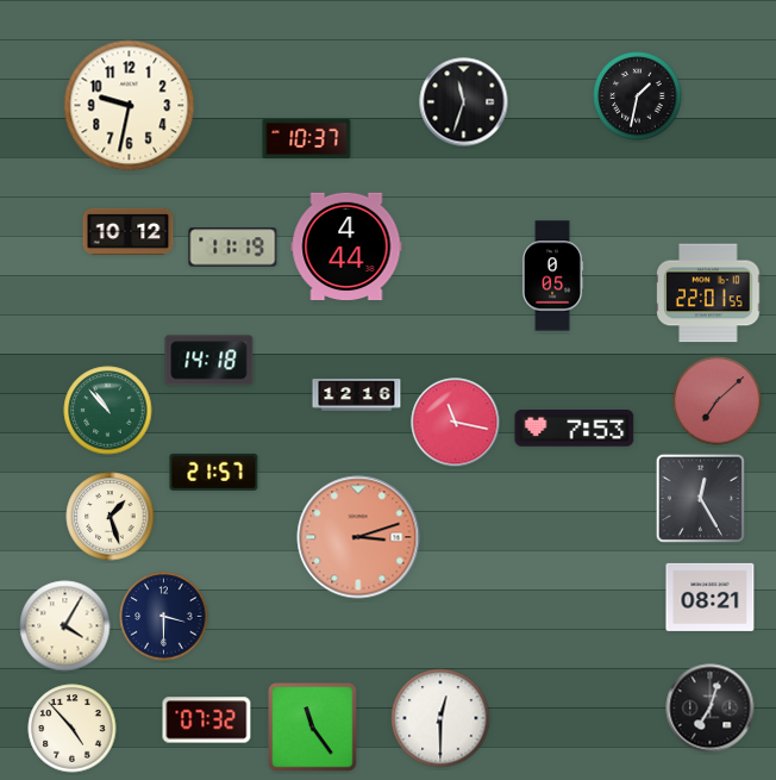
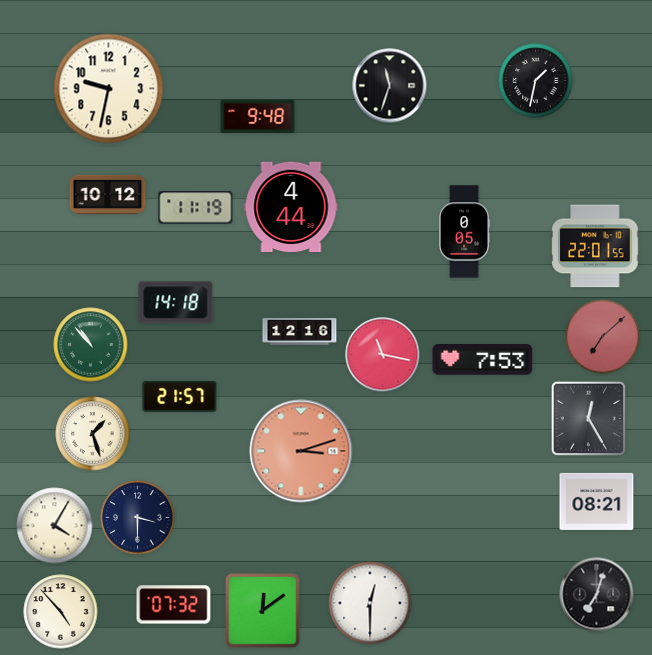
clock at (307, 138): 10:37 -> 9:48
clock at (313, 728): 11:24 -> 12:09
